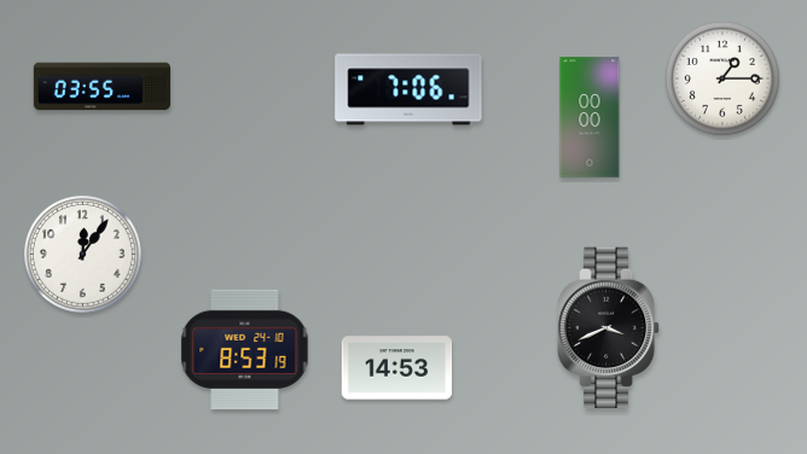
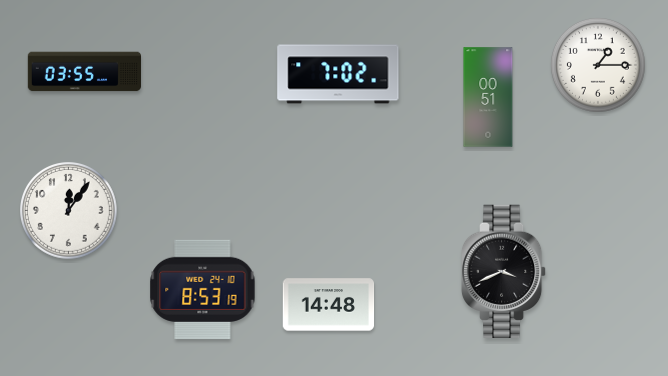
clock at (408, 89): 7:06 -> 7:02
clock at (590, 117): 00:00 -> 00:51
clock at (397, 368): 14:53 -> 14:48
